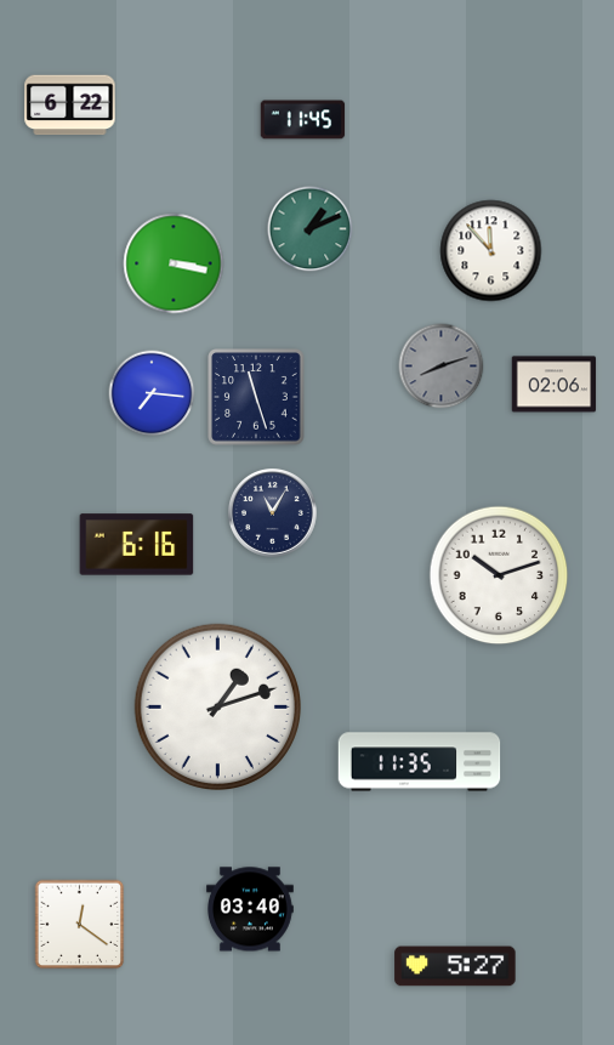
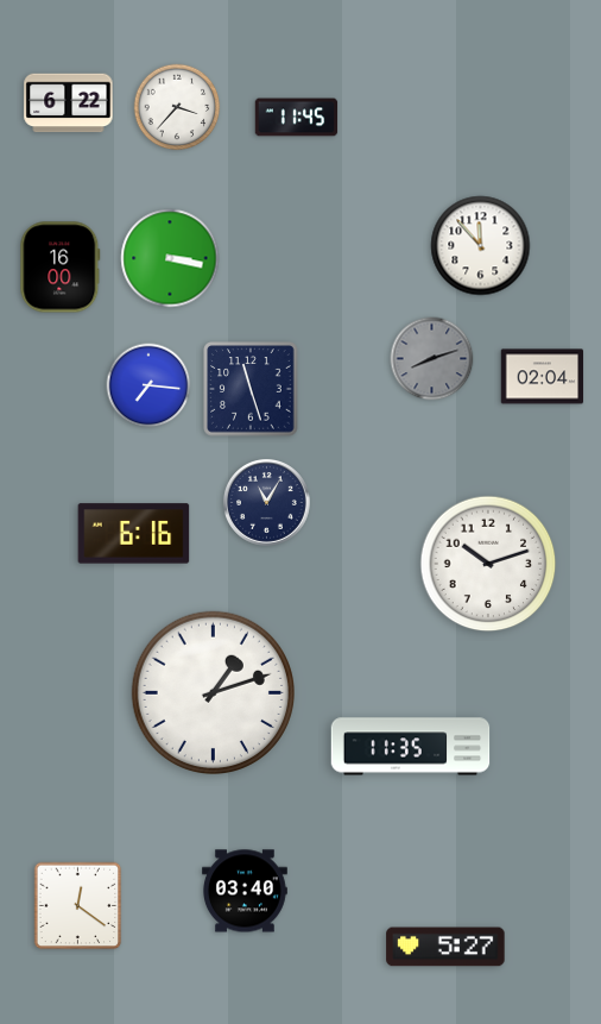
clock at (177, 107): none -> 3:37
clock at (311, 229): 1:11 -> none
clock at (61, 268): none -> 16:00
clock at (555, 385): 02:06 -> 02:04
